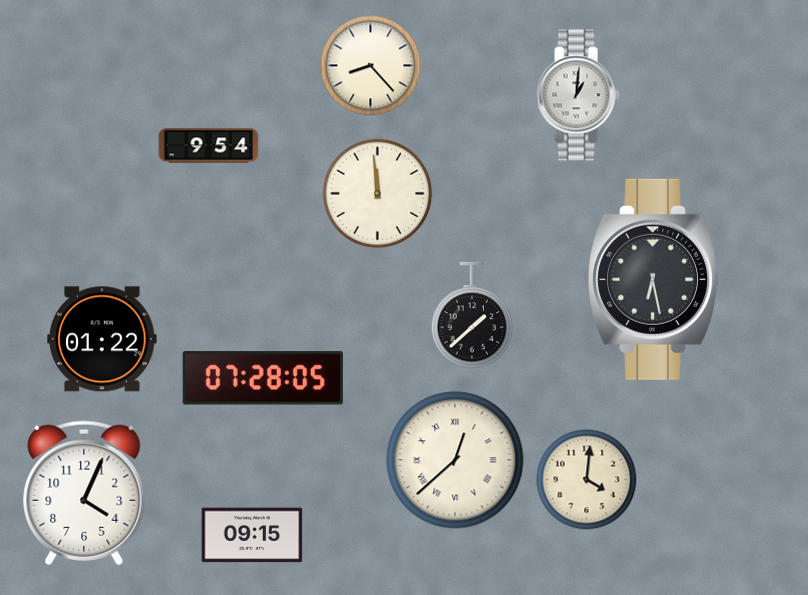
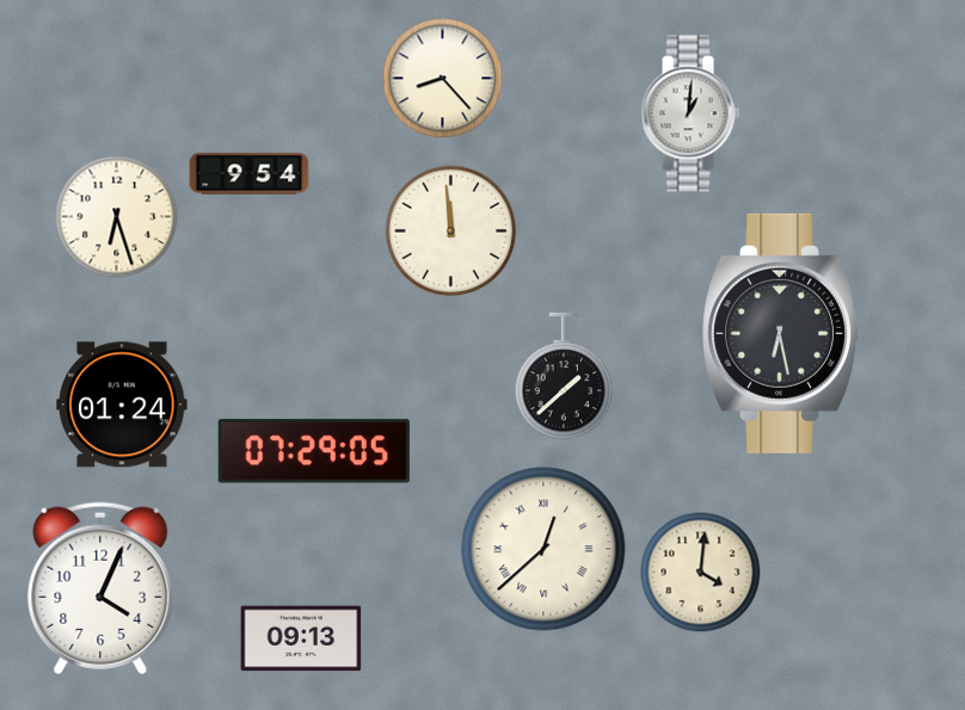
clock at (117, 217): none -> 6:27
clock at (102, 339): 01:22 -> 01:24
clock at (263, 378): 07:28 -> 07:29
clock at (252, 535): 09:15 -> 09:13
